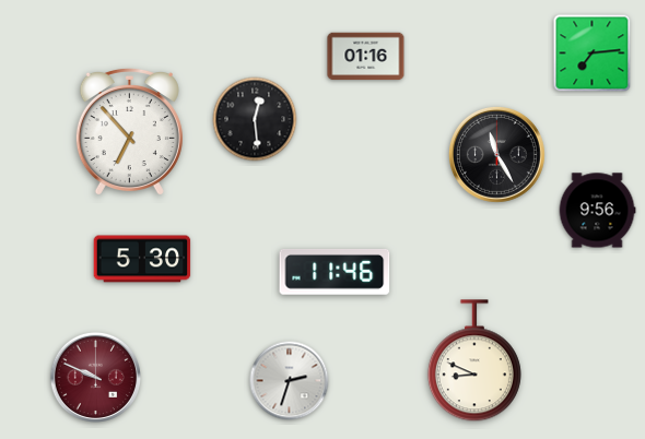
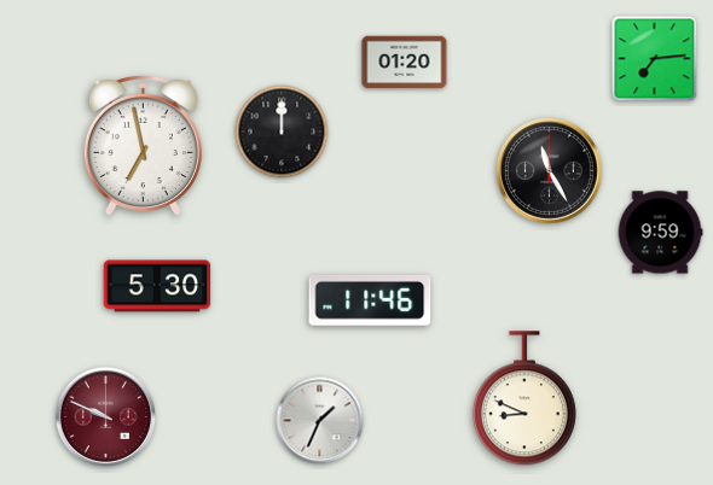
clock at (366, 57): 01:16 -> 01:20
clock at (255, 119): 12:29 -> 12:00
clock at (129, 131): 6:53 -> 6:58
clock at (597, 211): 9:56 -> 9:59
clock at (290, 381): 2:33 -> 1:34
